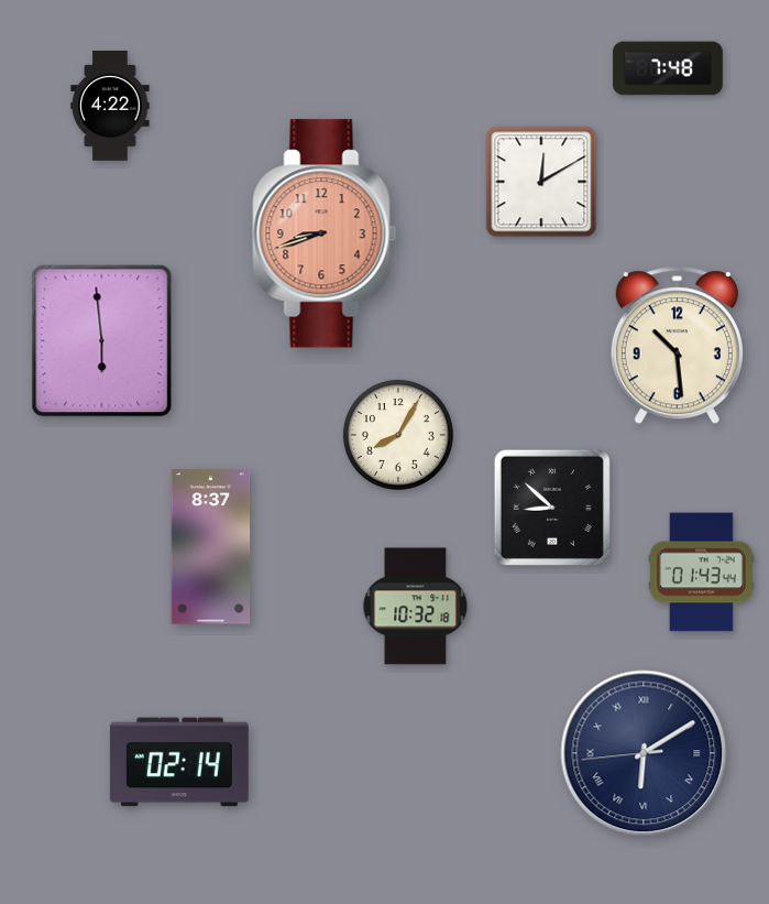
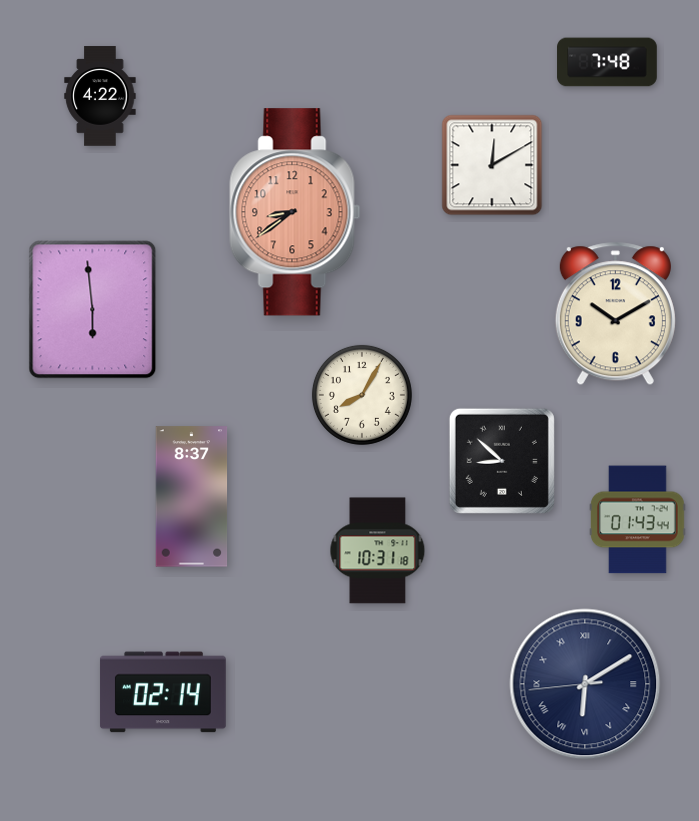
clock at (325, 233): 8:42 -> 8:39
clock at (677, 346): 10:29 -> 10:10
clock at (416, 607): 10:32 -> 10:31
